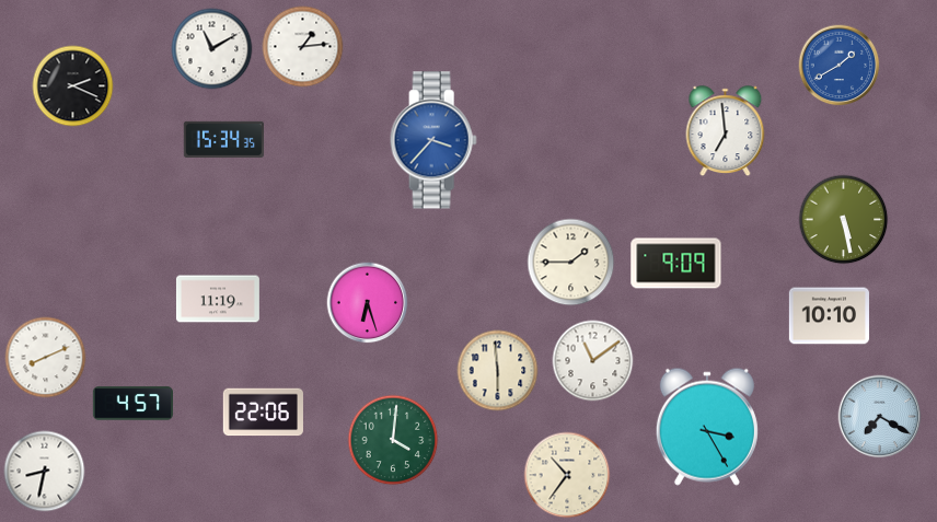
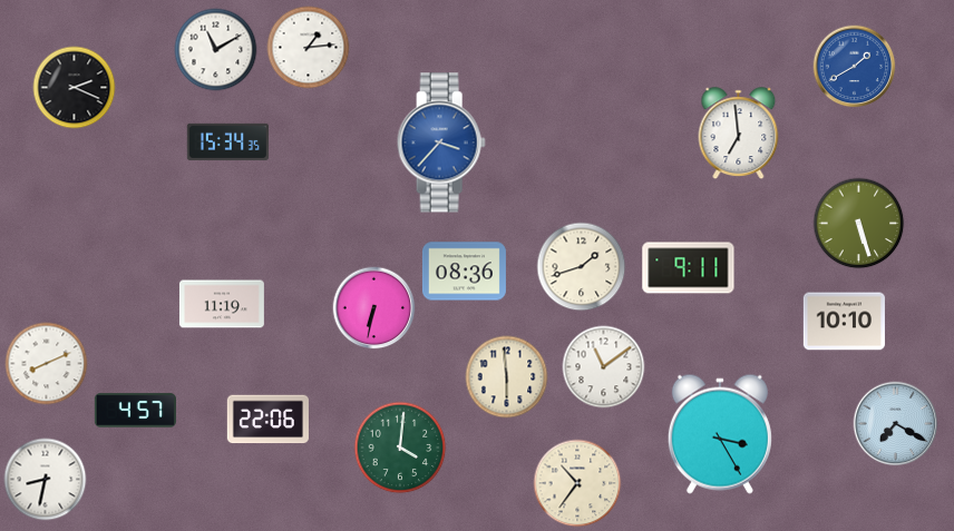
clock at (844, 220): 5:28 -> 5:27
clock at (571, 263): 1:45 -> 1:42
clock at (676, 264): 9:09 -> 9:11
clock at (464, 272): none -> 08:36
clock at (368, 303): 6:27 -> 6:32
